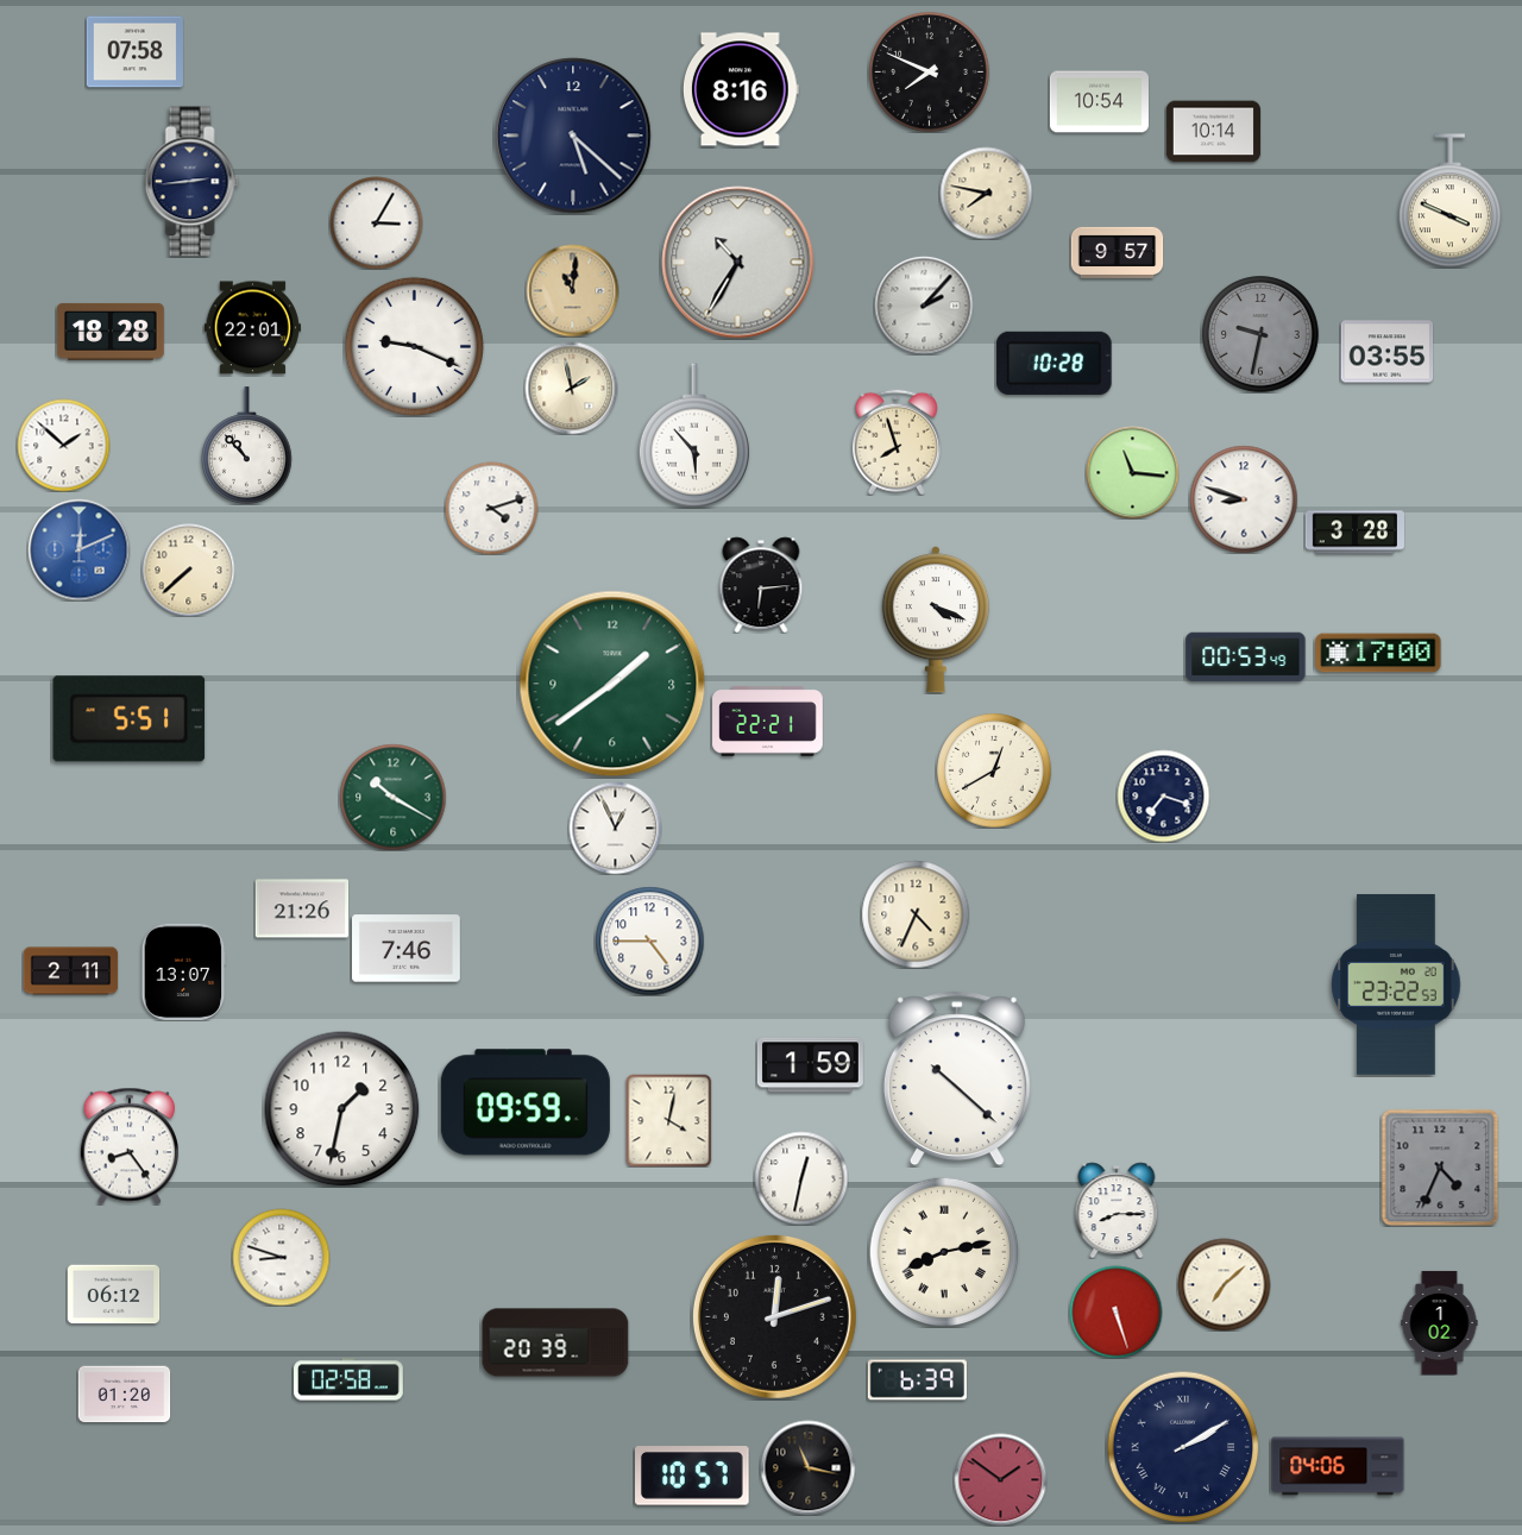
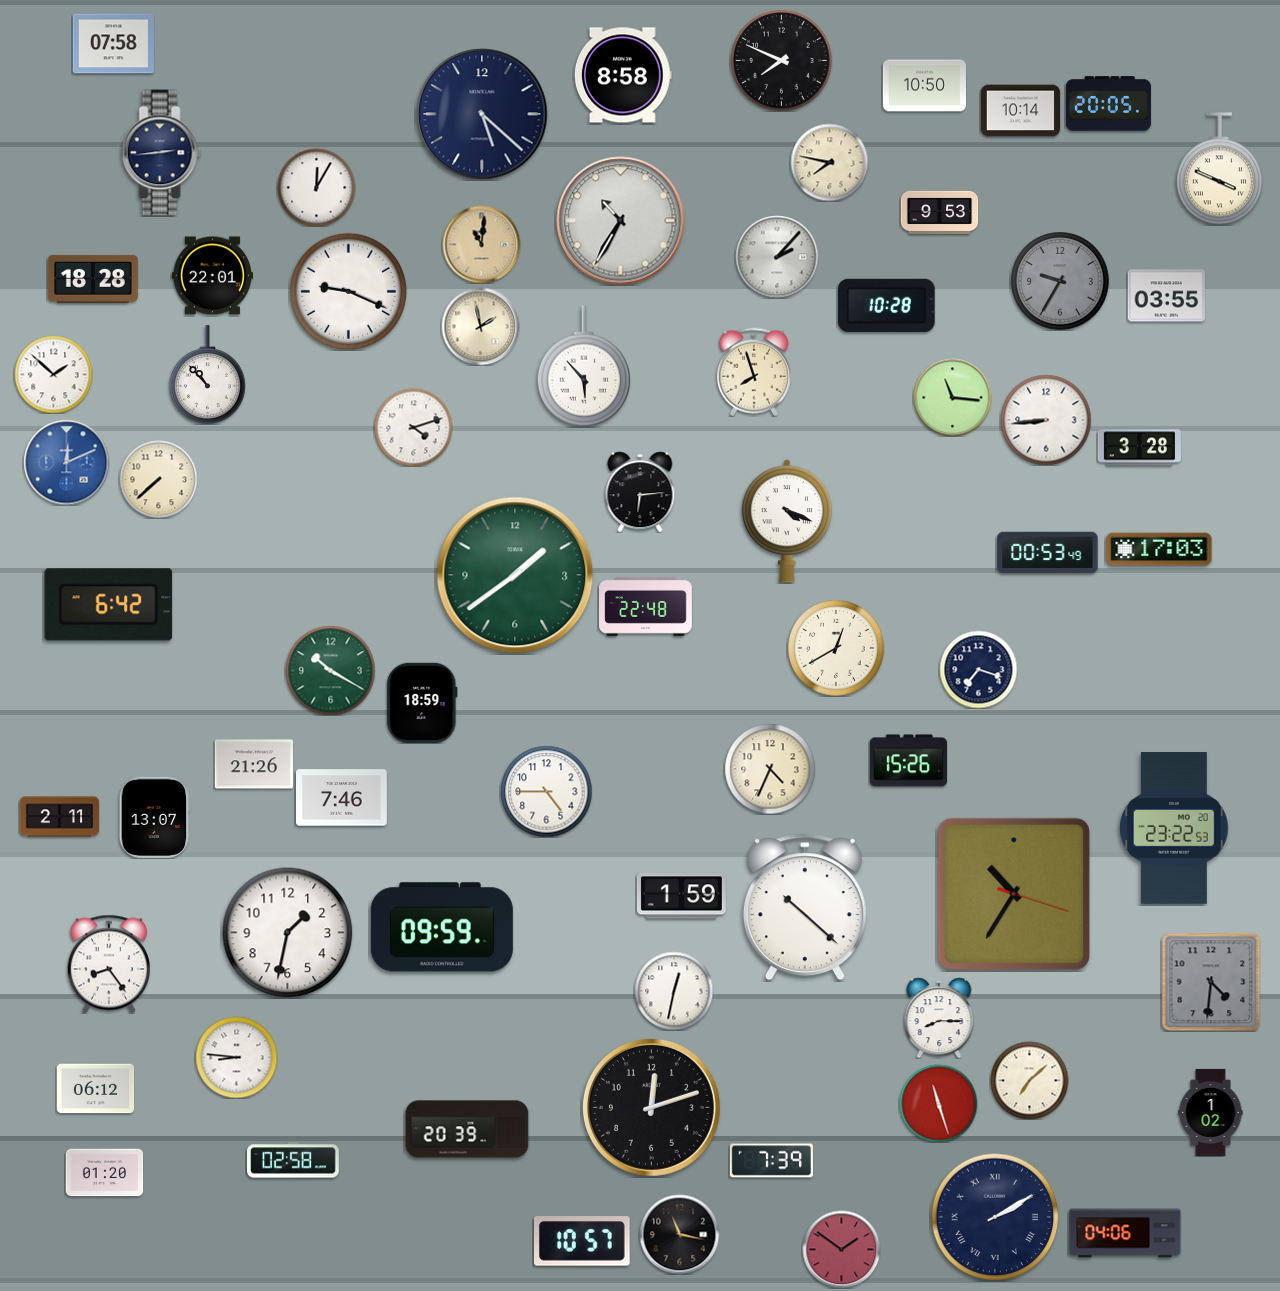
clock at (741, 89): 8:16 -> 8:58
clock at (1099, 102): 10:54 -> 10:50
clock at (1108, 104): none -> 20:05
clock at (376, 222): 3:05 -> 12:05
clock at (1117, 252): 9:57 -> 9:53
clock at (1260, 334): 9:32 -> 9:35
clock at (1244, 499): 8:48 -> 8:44
clock at (1378, 653): 17:00 -> 17:03
clock at (130, 719): 5:51 -> 6:42
clock at (768, 721): 22:21 -> 22:48
clock at (615, 828): 12:56 -> none
clock at (422, 703): none -> 18:59
clock at (908, 761): none -> 15:26
clock at (1014, 894): none -> 10:35
clock at (669, 1120): 4:02 -> none
clock at (1440, 1168): 4:34 -> 4:31
clock at (944, 1252): 8:13 -> none
clock at (281, 1257): 8:48 -> 8:46
clock at (1115, 1311): 5:27 -> 11:27
clock at (917, 1380): 6:39 -> 7:39
clock at (1000, 1479) position: (1000, 1479) -> (841, 1249)
